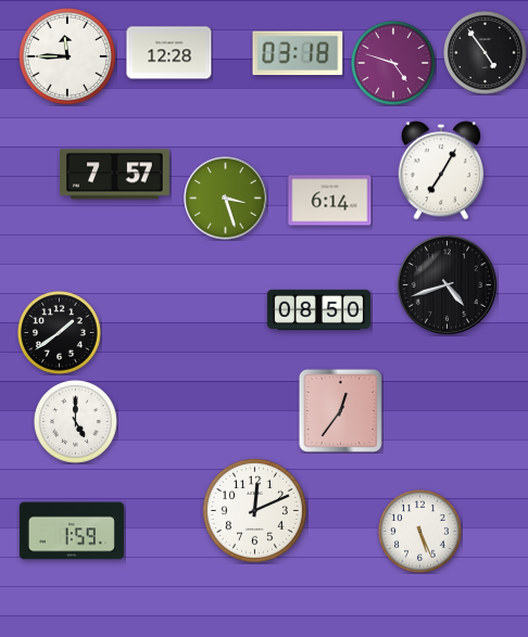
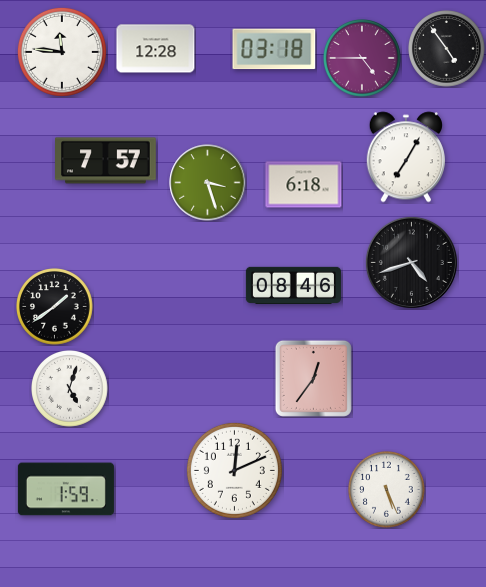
clock at (67, 56): 11:45 -> 11:46
clock at (394, 64): 4:48 -> 4:45
clock at (330, 201): 6:14 -> 6:18
clock at (318, 309): 08:50 -> 08:46
clock at (76, 422): 5:00 -> 5:03
